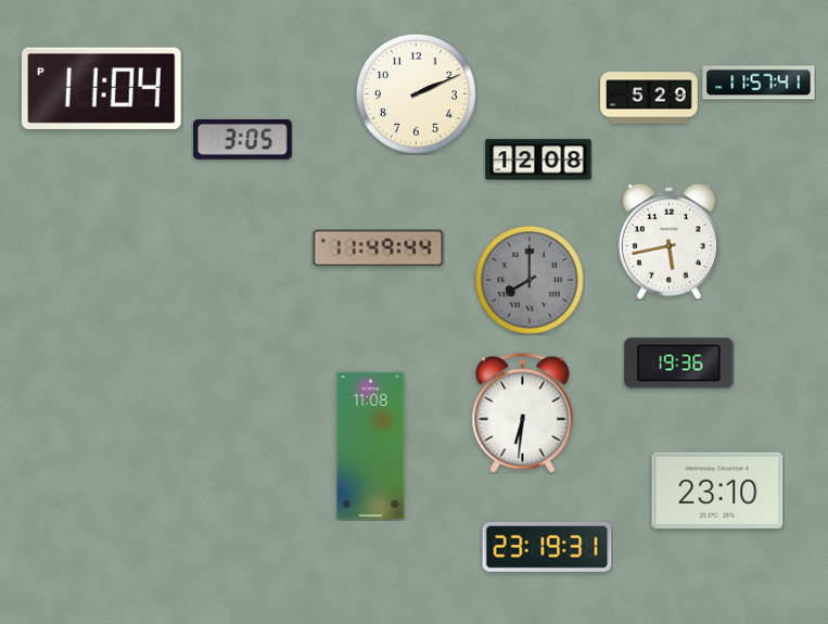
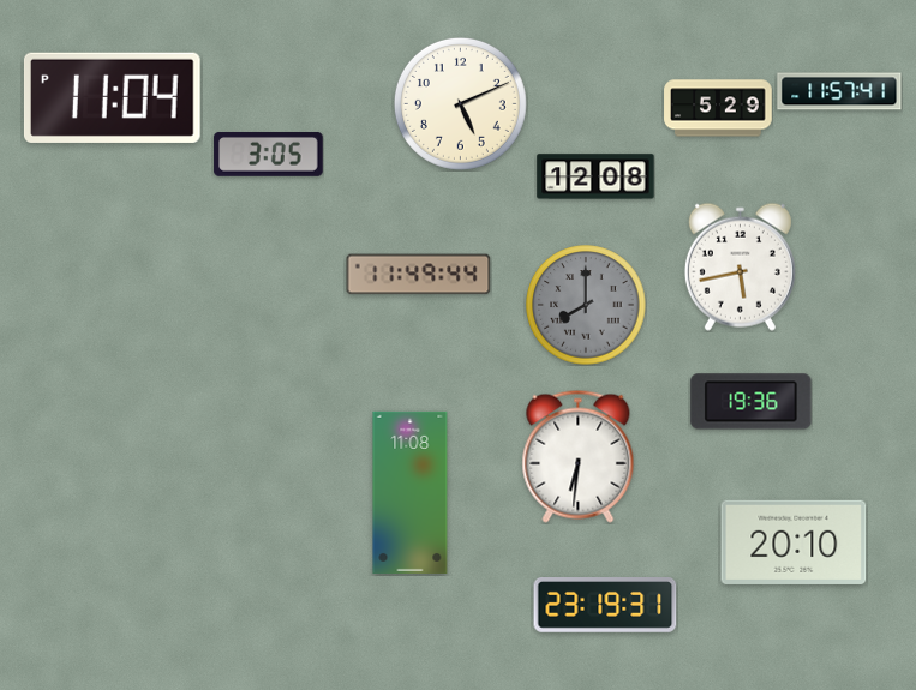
clock at (416, 93): 2:11 -> 5:11
clock at (530, 280) position: (530, 280) -> (586, 305)
clock at (717, 491): 23:10 -> 20:10
